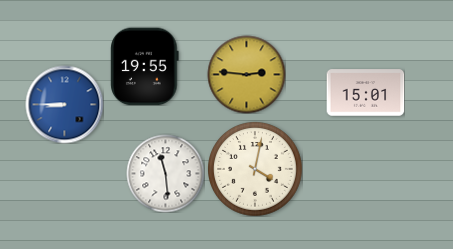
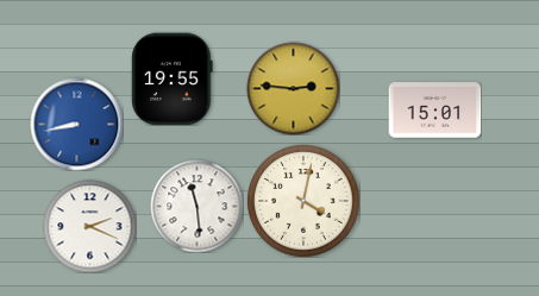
clock at (64, 104): 8:45 -> 8:43
clock at (89, 226): none -> 2:19
